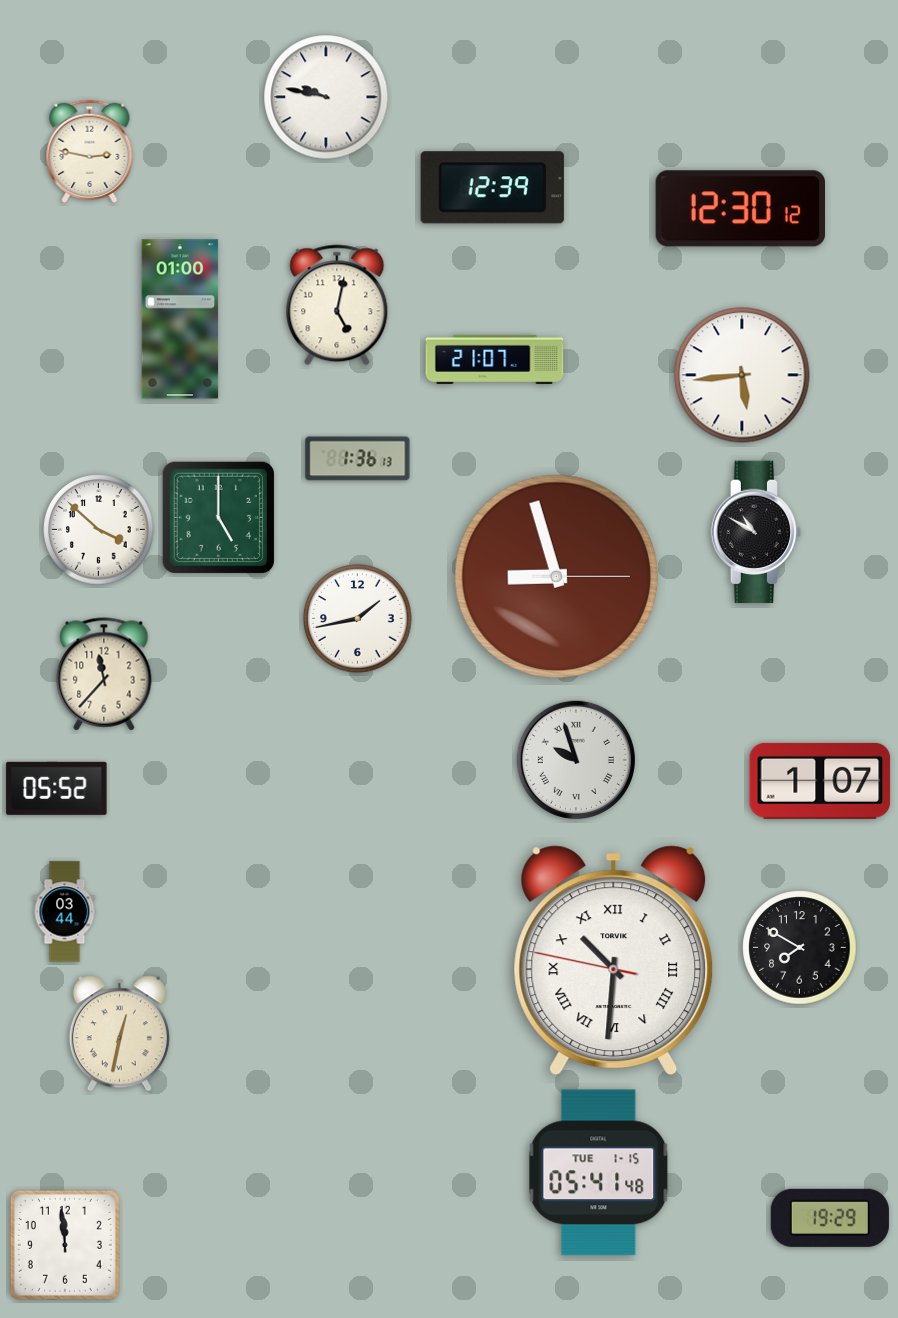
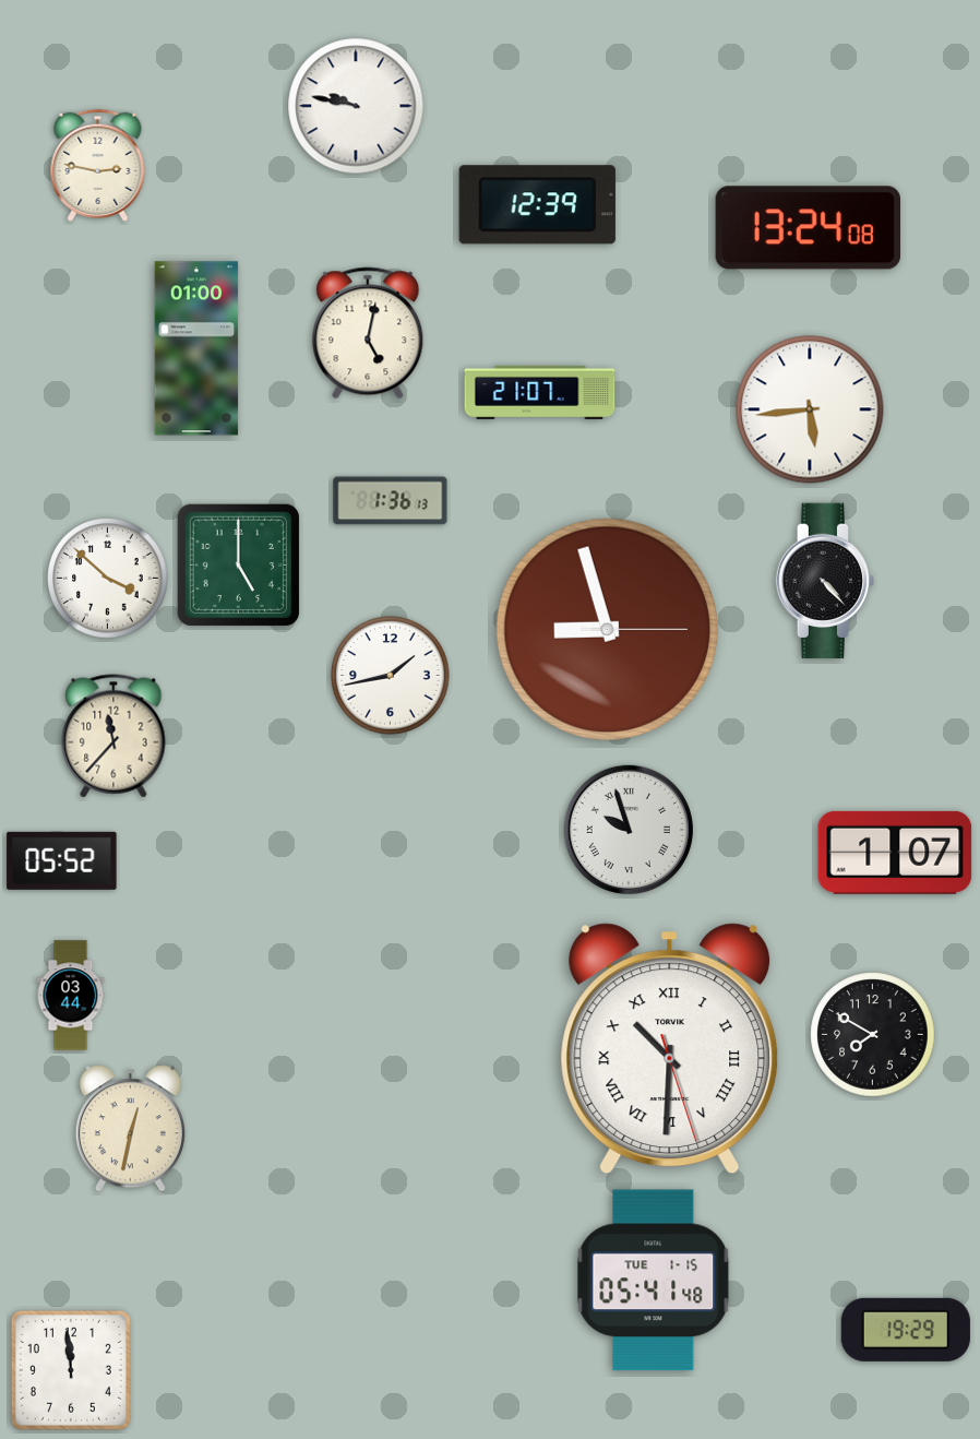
clock at (740, 209): 12:30 -> 13:24
clock at (756, 532): 10:50 -> 4:23
clock at (614, 961): 10:30:47 -> 10:30:27
clock at (65, 1245) position: (65, 1245) -> (71, 1370)
